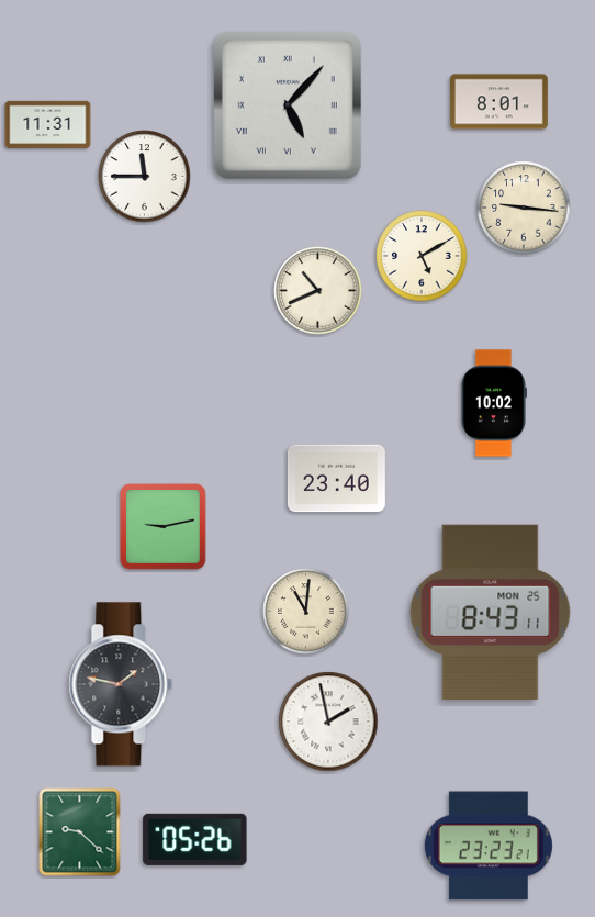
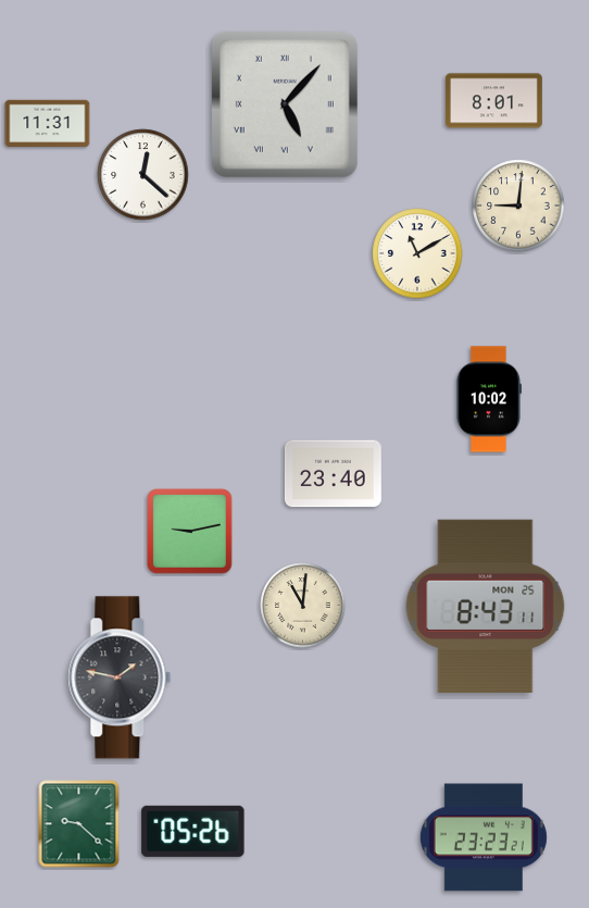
clock at (145, 177): 11:45 -> 12:22
clock at (524, 208): 9:16 -> 9:01
clock at (422, 256): 5:10 -> 11:10
clock at (318, 291): 10:41 -> none
clock at (164, 527) position: (164, 527) -> (190, 532)
clock at (328, 722): 1:58 -> none
